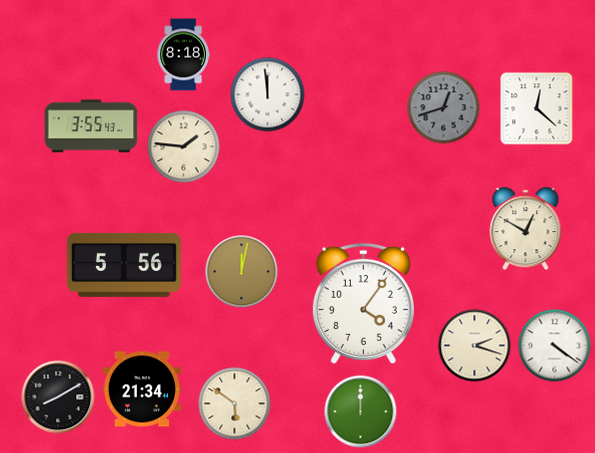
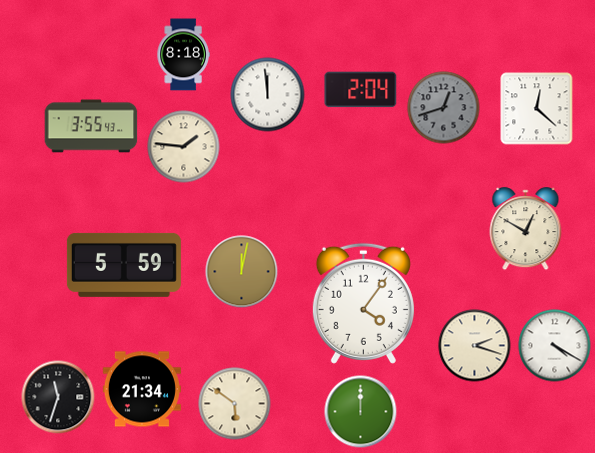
clock at (361, 90): none -> 2:04
clock at (124, 265): 5:56 -> 5:59
clock at (555, 346): 4:21 -> 4:20
clock at (58, 397): 8:10 -> 11:33
